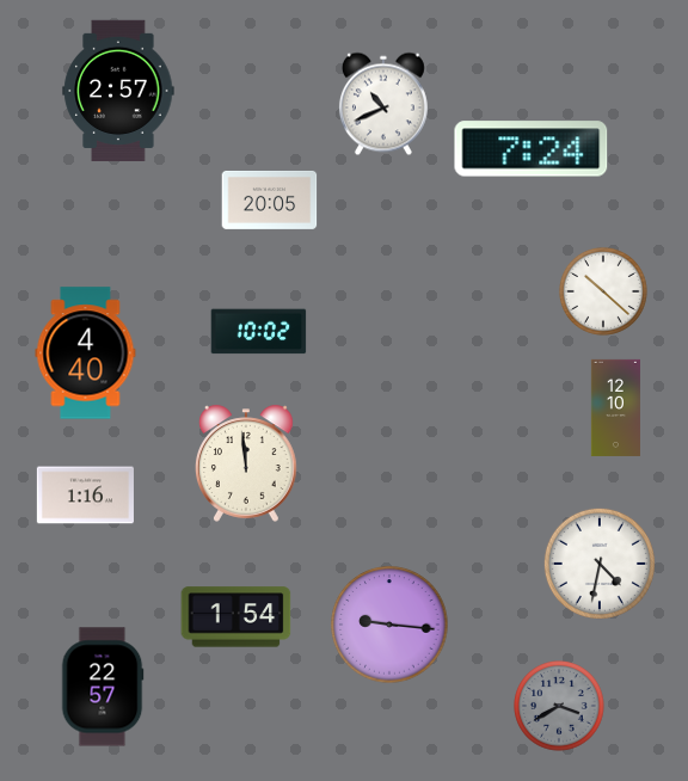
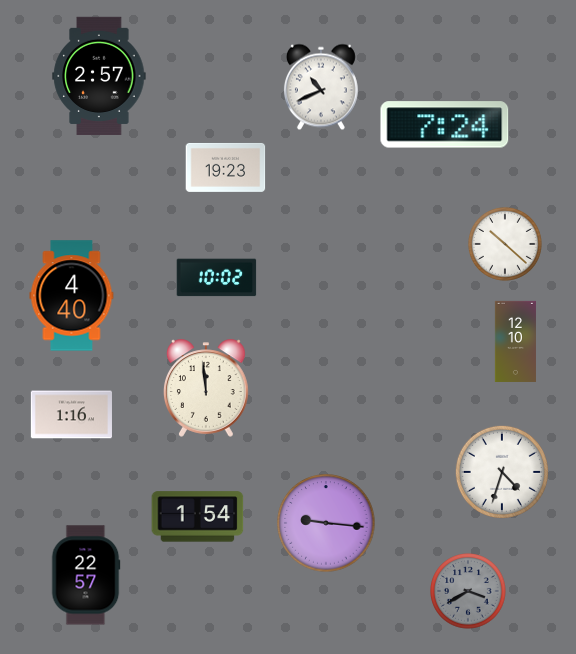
clock at (270, 199): 20:05 -> 19:23
clock at (600, 564): 4:32 -> 4:33
